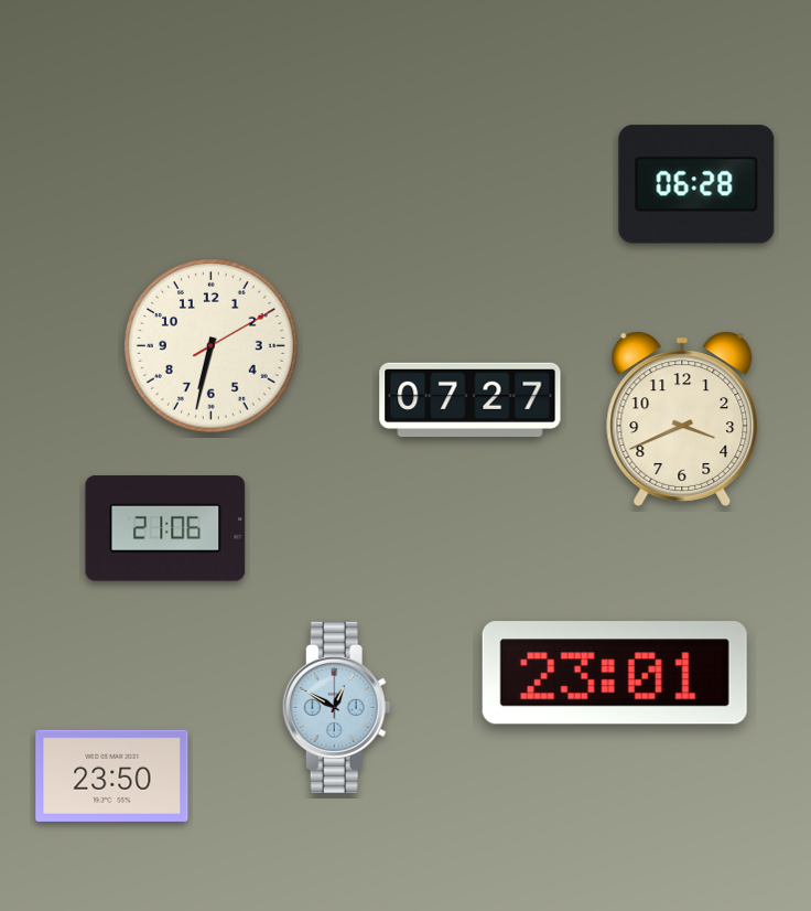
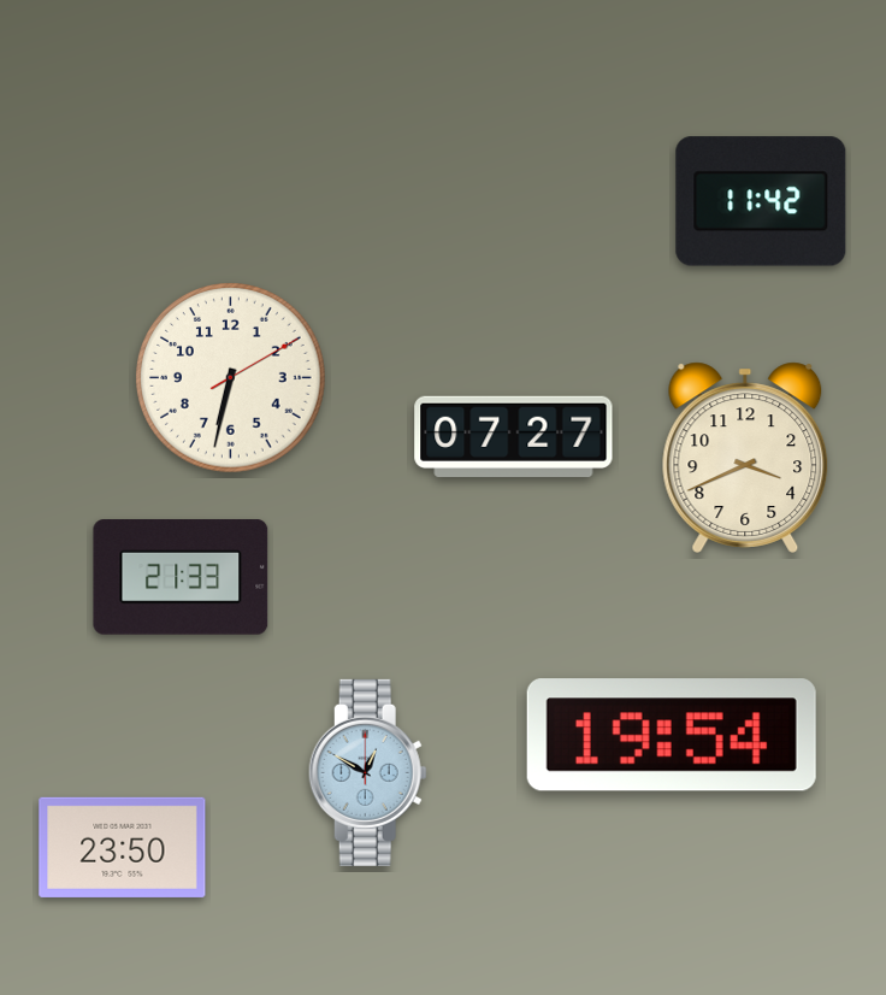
clock at (696, 184): 06:28 -> 11:42
clock at (165, 528): 21:06 -> 21:33
clock at (615, 673): 23:01 -> 19:54
